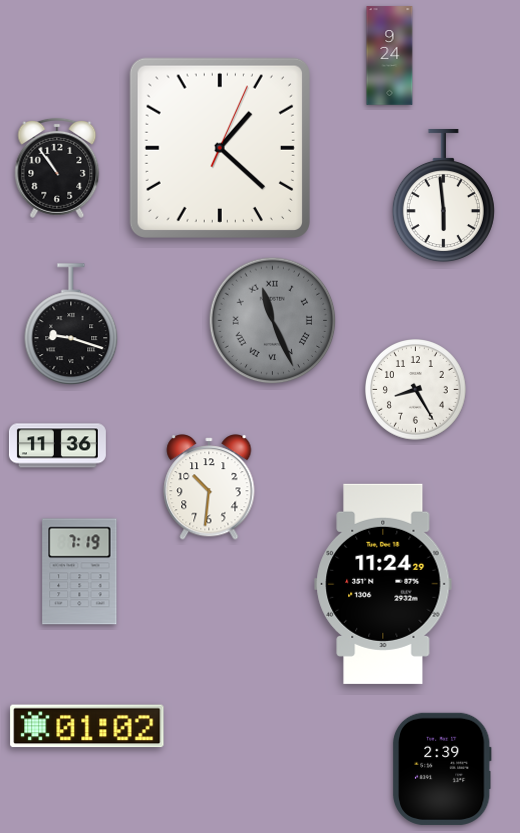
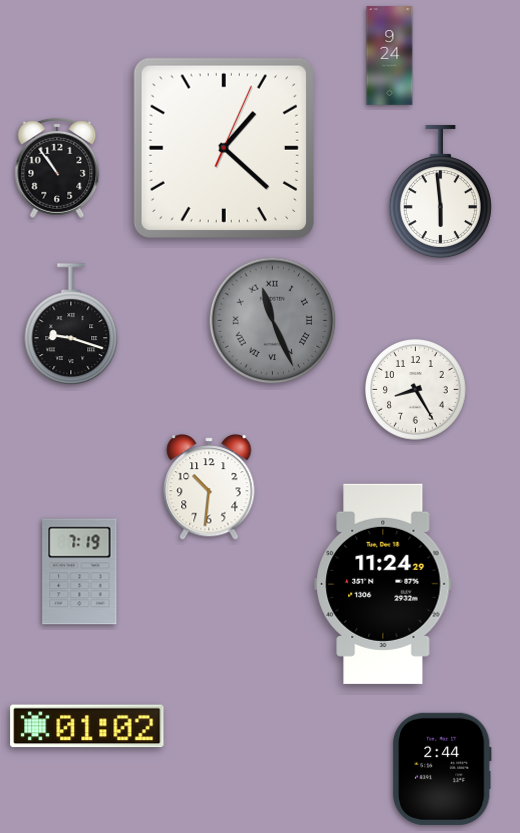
clock at (220, 148) position: (220, 148) -> (224, 148)
clock at (443, 196) position: (443, 196) -> (440, 192)
clock at (57, 446): 11:36 -> none
clock at (442, 769): 2:39 -> 2:44
